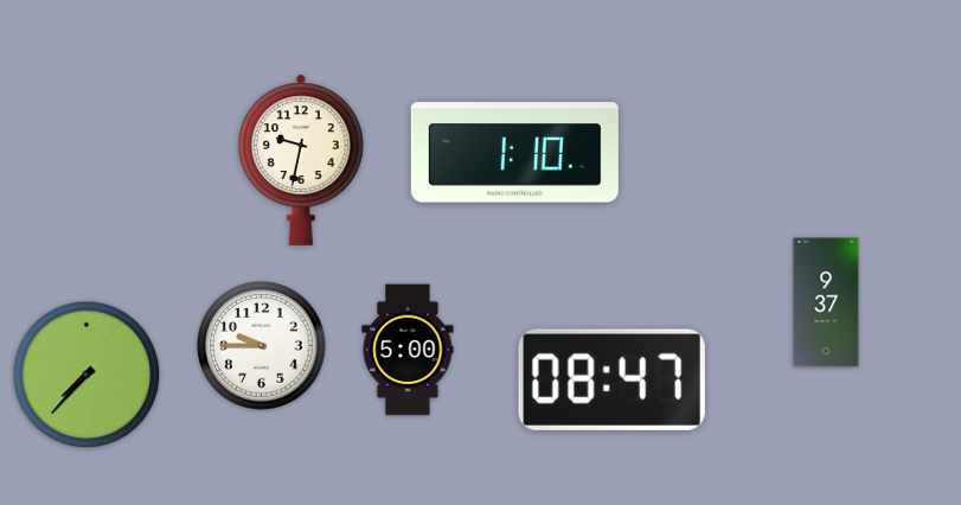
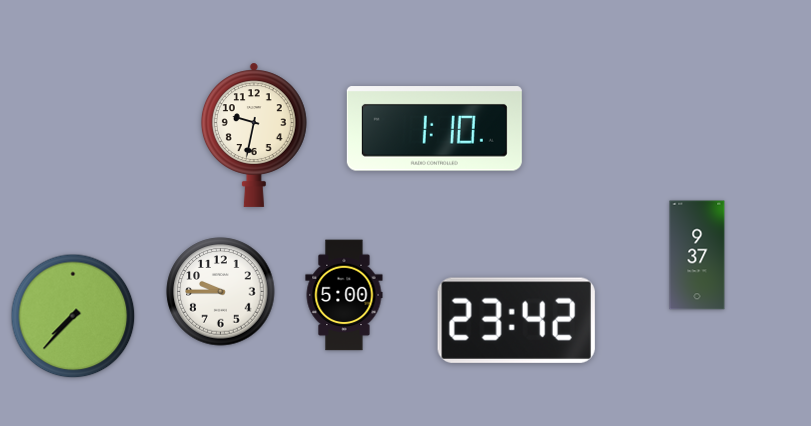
clock at (611, 379): 08:47 -> 23:42
